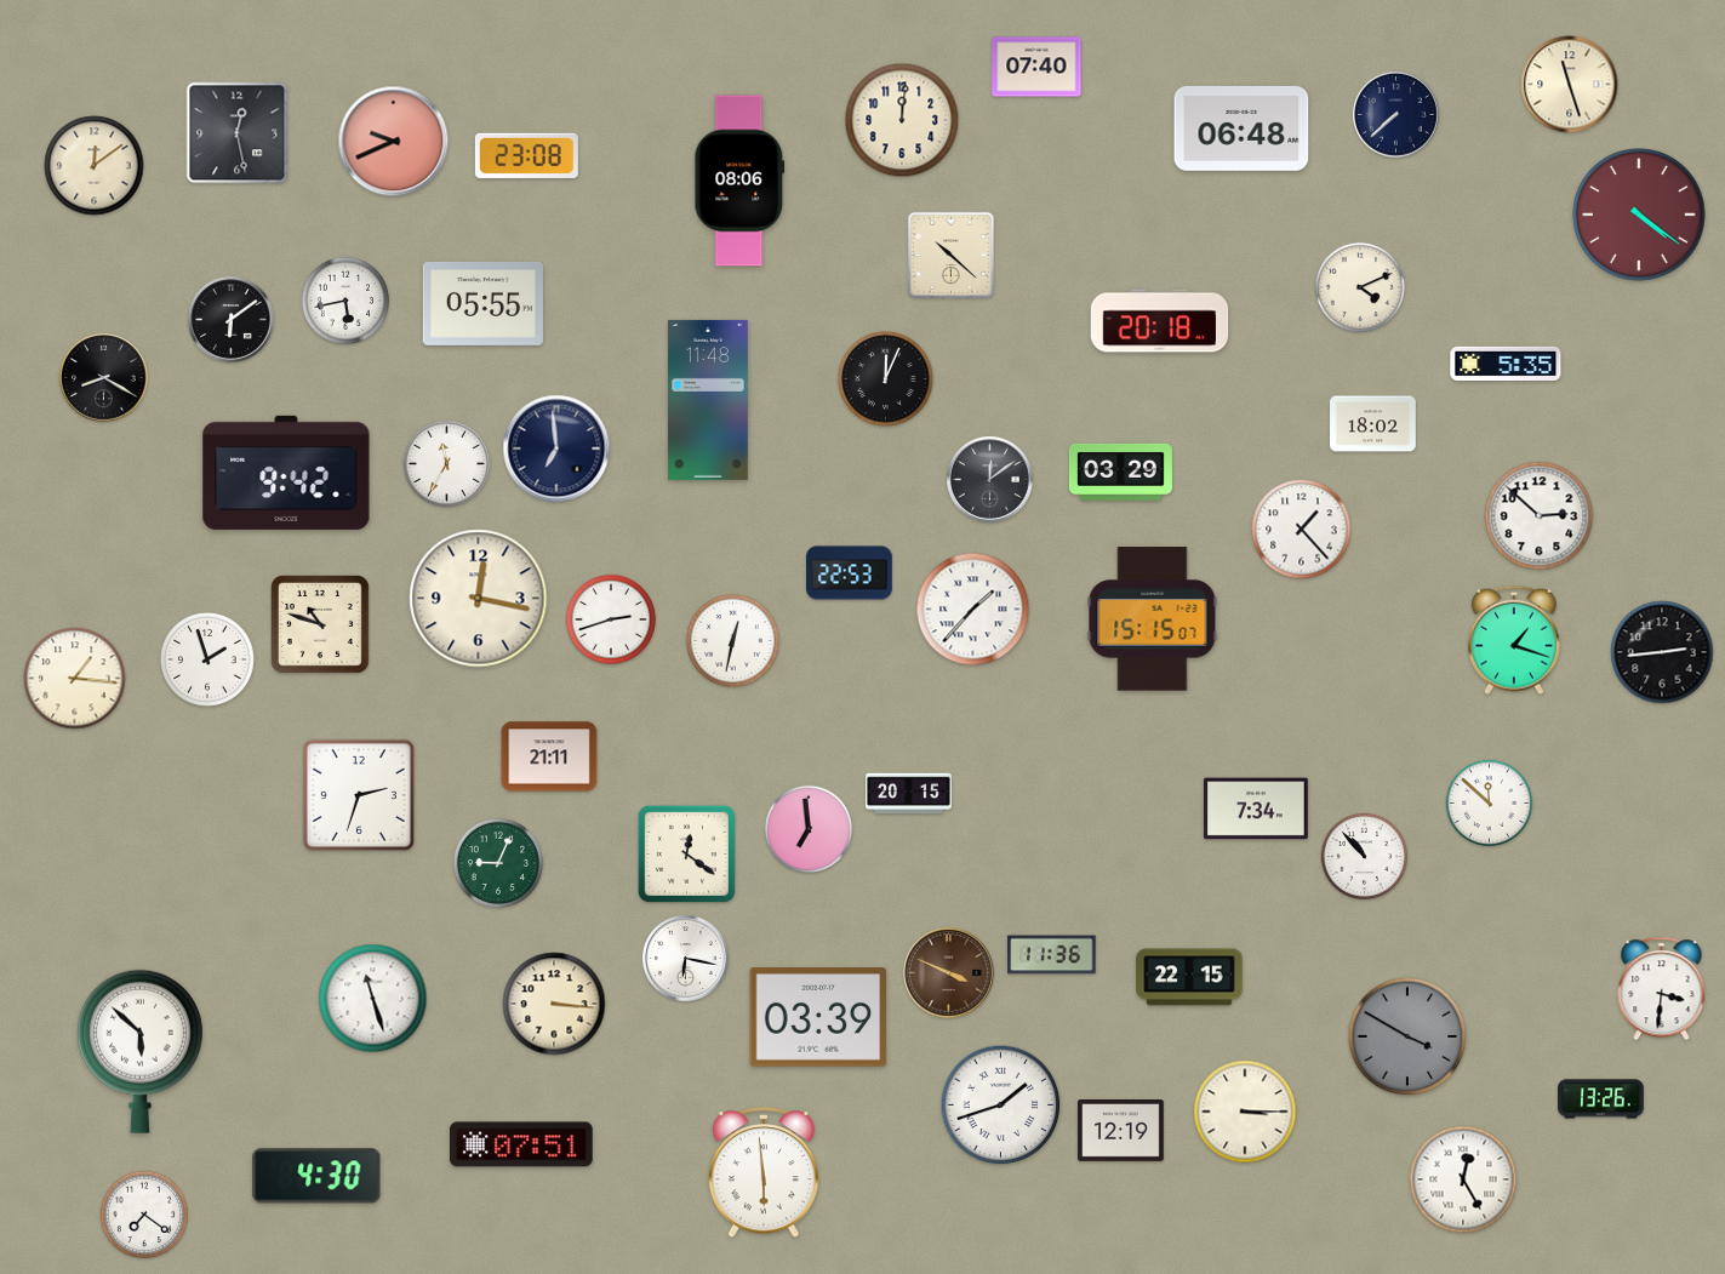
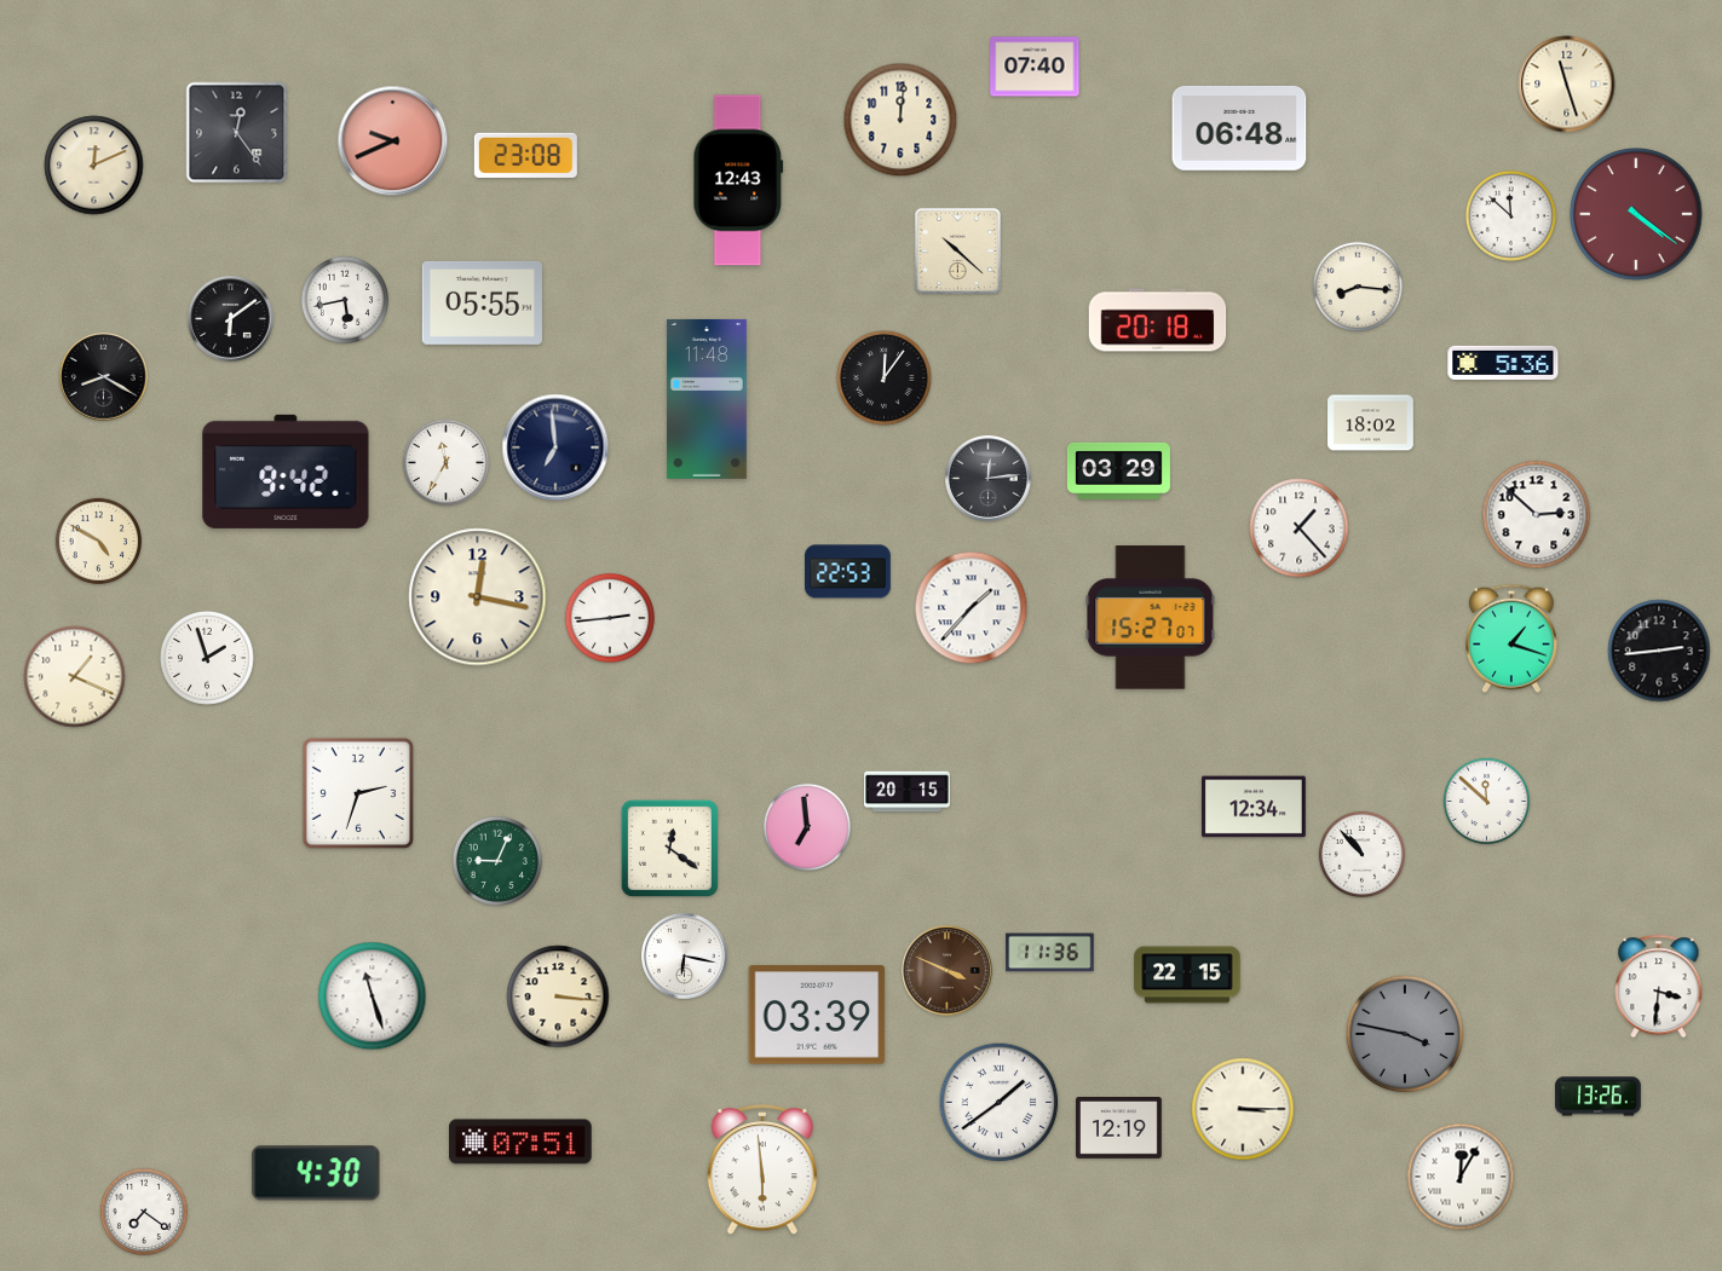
clock at (1396, 115): 7:38 -> none
clock at (238, 133): 12:28 -> 12:24
clock at (95, 166): 12:09 -> 12:11
clock at (739, 181): 08:06 -> 12:43
clock at (1510, 215): none -> 11:52
clock at (950, 255) position: (950, 255) -> (957, 250)
clock at (1360, 287): 4:11 -> 8:16
clock at (1506, 364): 5:35 -> 5:36
clock at (886, 379): 12:04 -> 12:06
clock at (990, 480): 12:09 -> 12:14
clock at (99, 542): none -> 4:50
clock at (611, 619): 2:42 -> 2:44
clock at (1153, 619): 15:15 -> 15:27
clock at (321, 625): 10:48 -> none
clock at (733, 641): 12:32 -> none
clock at (75, 679): 1:16 -> 1:19
clock at (549, 756): 21:11 -> none
clock at (1256, 809): 7:34 -> 12:34
clock at (686, 853) position: (686, 853) -> (669, 848)
clock at (554, 1004) position: (554, 1004) -> (558, 996)
clock at (1407, 1036): 3:50 -> 3:47
clock at (139, 1051): 5:52 -> none
clock at (1001, 1106): 1:42 -> 1:39
clock at (1463, 1179): 12:25 -> 12:05
